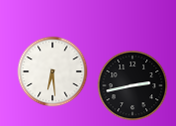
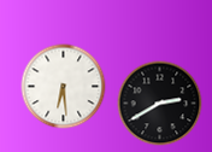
clock at (133, 86): 2:43 -> 2:40
